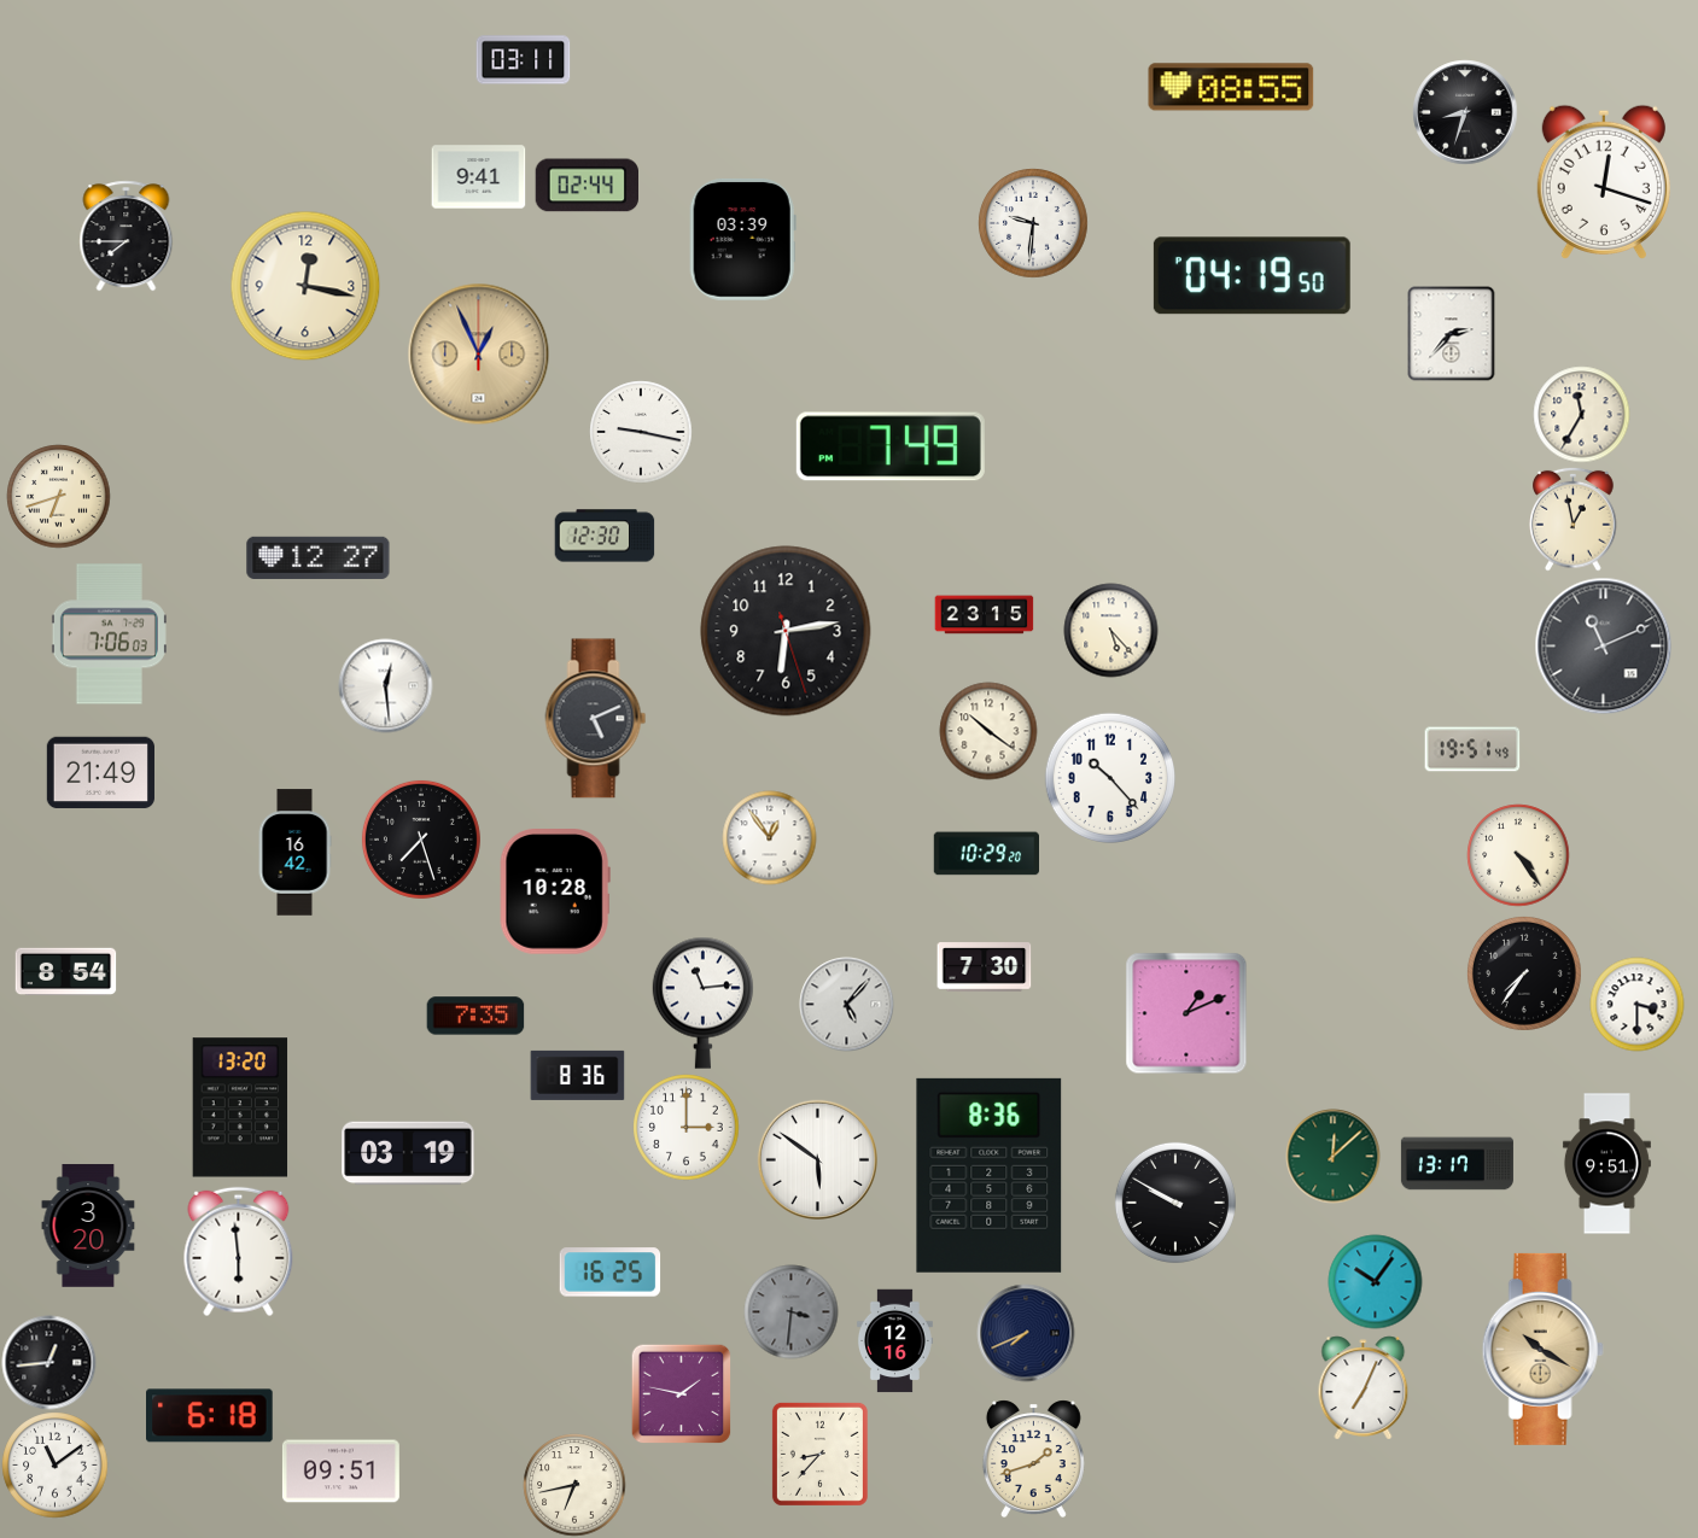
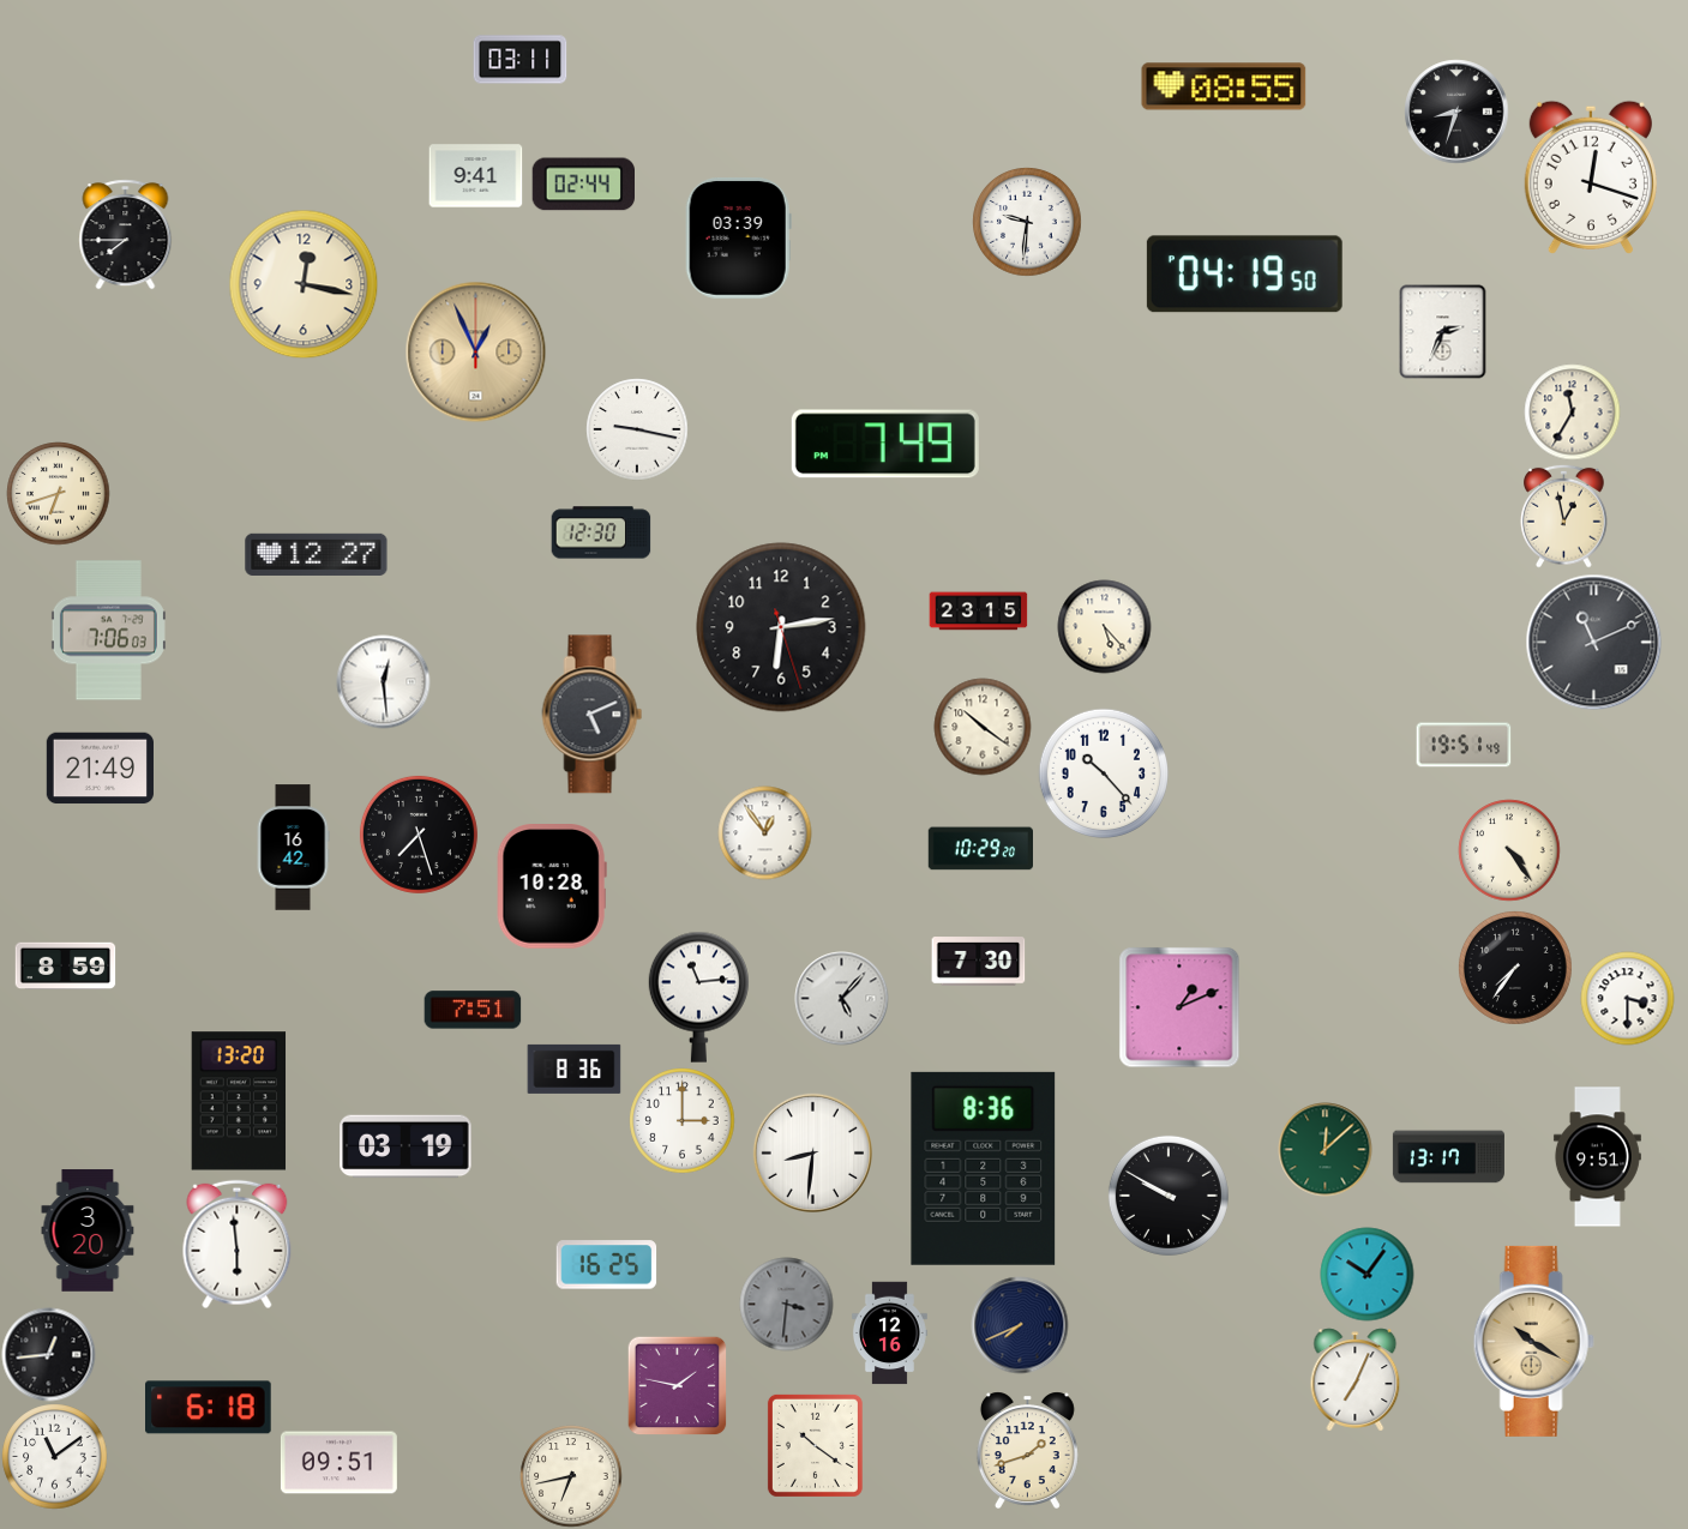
clock at (1604, 182) position: (1604, 182) -> (1591, 177)
clock at (1452, 333): 2:37 -> 2:34
clock at (65, 972): 8:54 -> 8:59
clock at (475, 1016): 7:35 -> 7:51
clock at (817, 1159): 5:51 -> 8:31
clock at (88, 1226) position: (88, 1226) -> (88, 1230)
clock at (819, 1454): 8:37 -> 10:21
